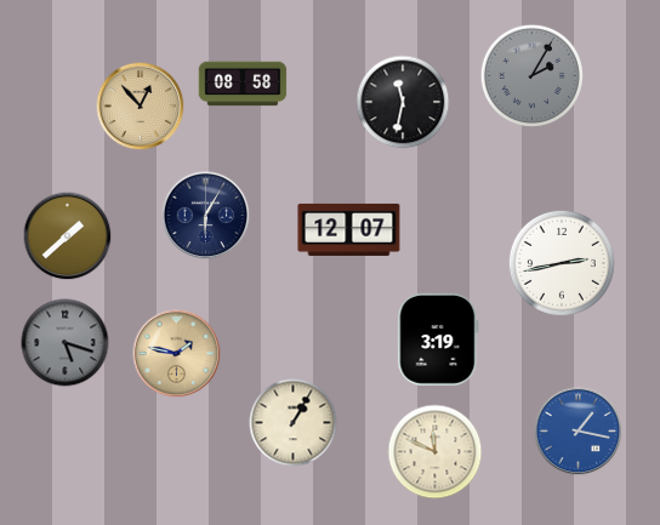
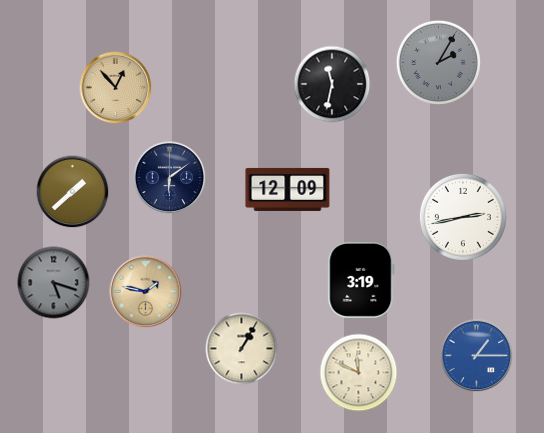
clock at (243, 84): 08:58 -> none
clock at (206, 216): 6:05 -> 6:09
clock at (349, 229): 12:07 -> 12:09
clock at (68, 236) position: (68, 236) -> (73, 192)
clock at (579, 432): 1:17 -> 1:15
